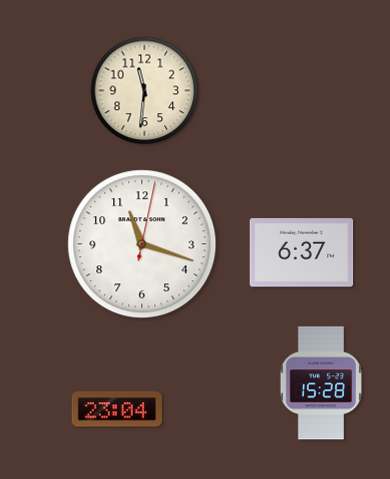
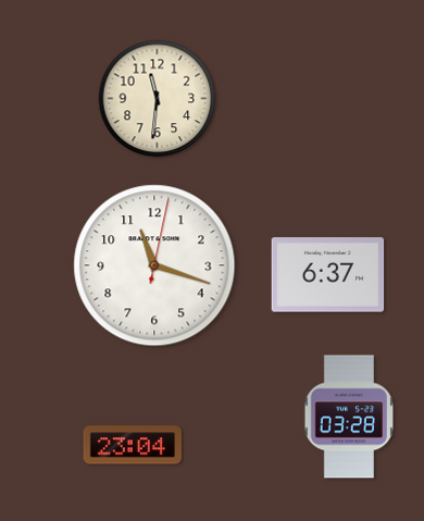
clock at (320, 383): 15:28 -> 03:28
clock at (117, 409) position: (117, 409) -> (133, 445)
